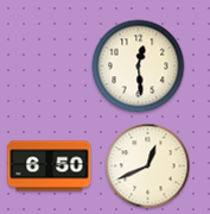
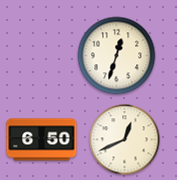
clock at (139, 67): 12:29 -> 12:33
